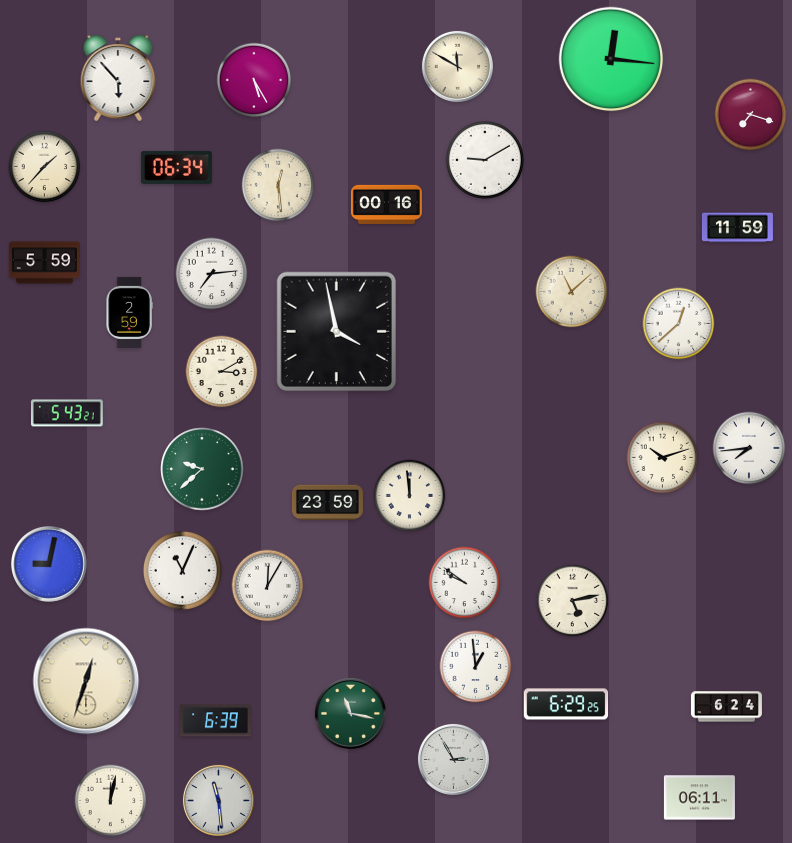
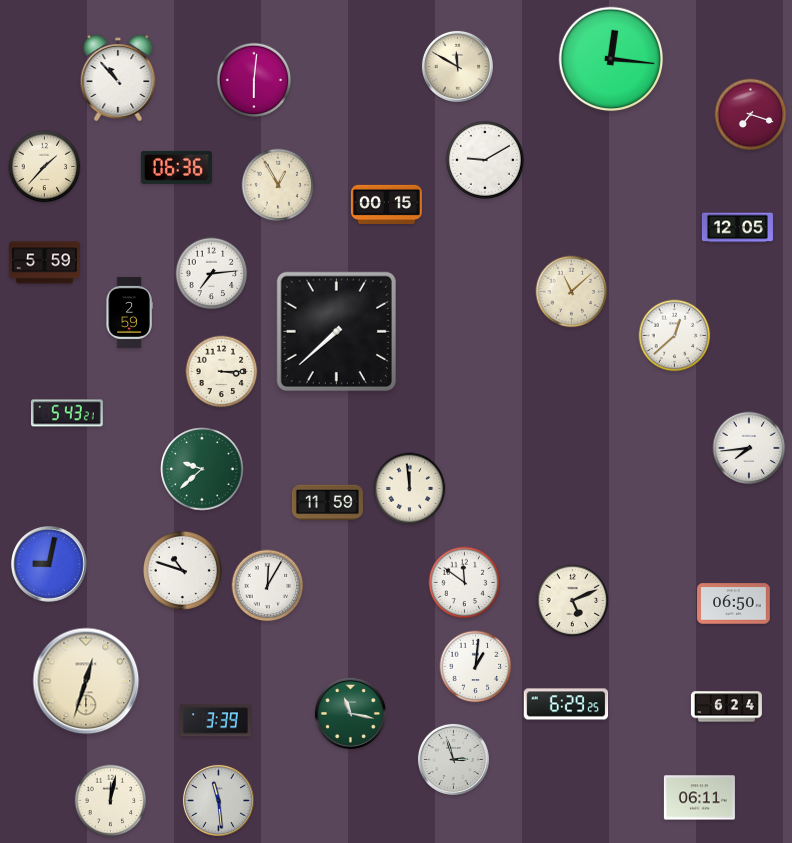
clock at (118, 78): 5:53 -> 10:53
clock at (254, 80): 5:25 -> 6:01
clock at (176, 167): 06:34 -> 06:36
clock at (278, 185): 12:29 -> 12:55
clock at (386, 204): 00:16 -> 00:15
clock at (737, 228): 11:59 -> 12:05
clock at (679, 324) position: (679, 324) -> (675, 336)
clock at (336, 331): 3:58 -> 7:38
clock at (222, 372): 3:10 -> 3:15
clock at (663, 458): 10:12 -> none
clock at (410, 496) position: (410, 496) -> (410, 489)
clock at (327, 503): 23:59 -> 11:59
clock at (182, 570): 11:04 -> 10:48
clock at (465, 583): 9:51 -> 11:51
clock at (573, 601): 5:13 -> 5:11
clock at (734, 604): none -> 06:50
clock at (476, 667): 12:59 -> 1:01
clock at (215, 721): 6:39 -> 3:39
clock at (453, 759): 2:55 -> 2:57
